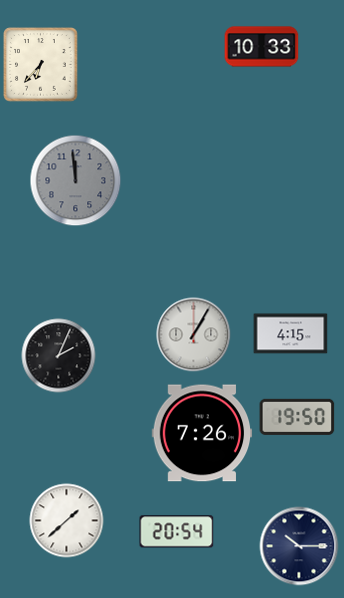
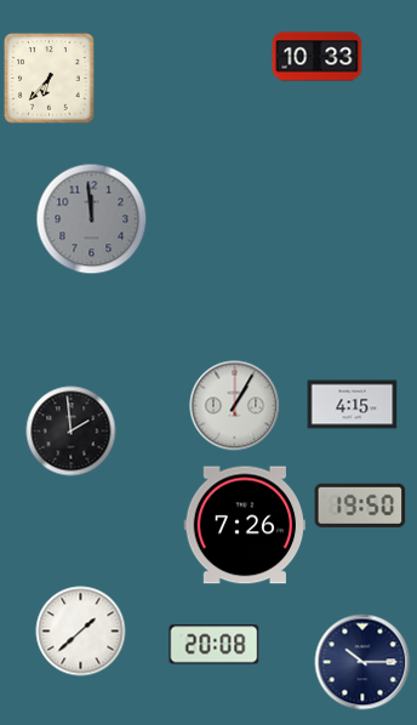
clock at (59, 356): 2:04 -> 1:59
clock at (177, 532): 20:54 -> 20:08
